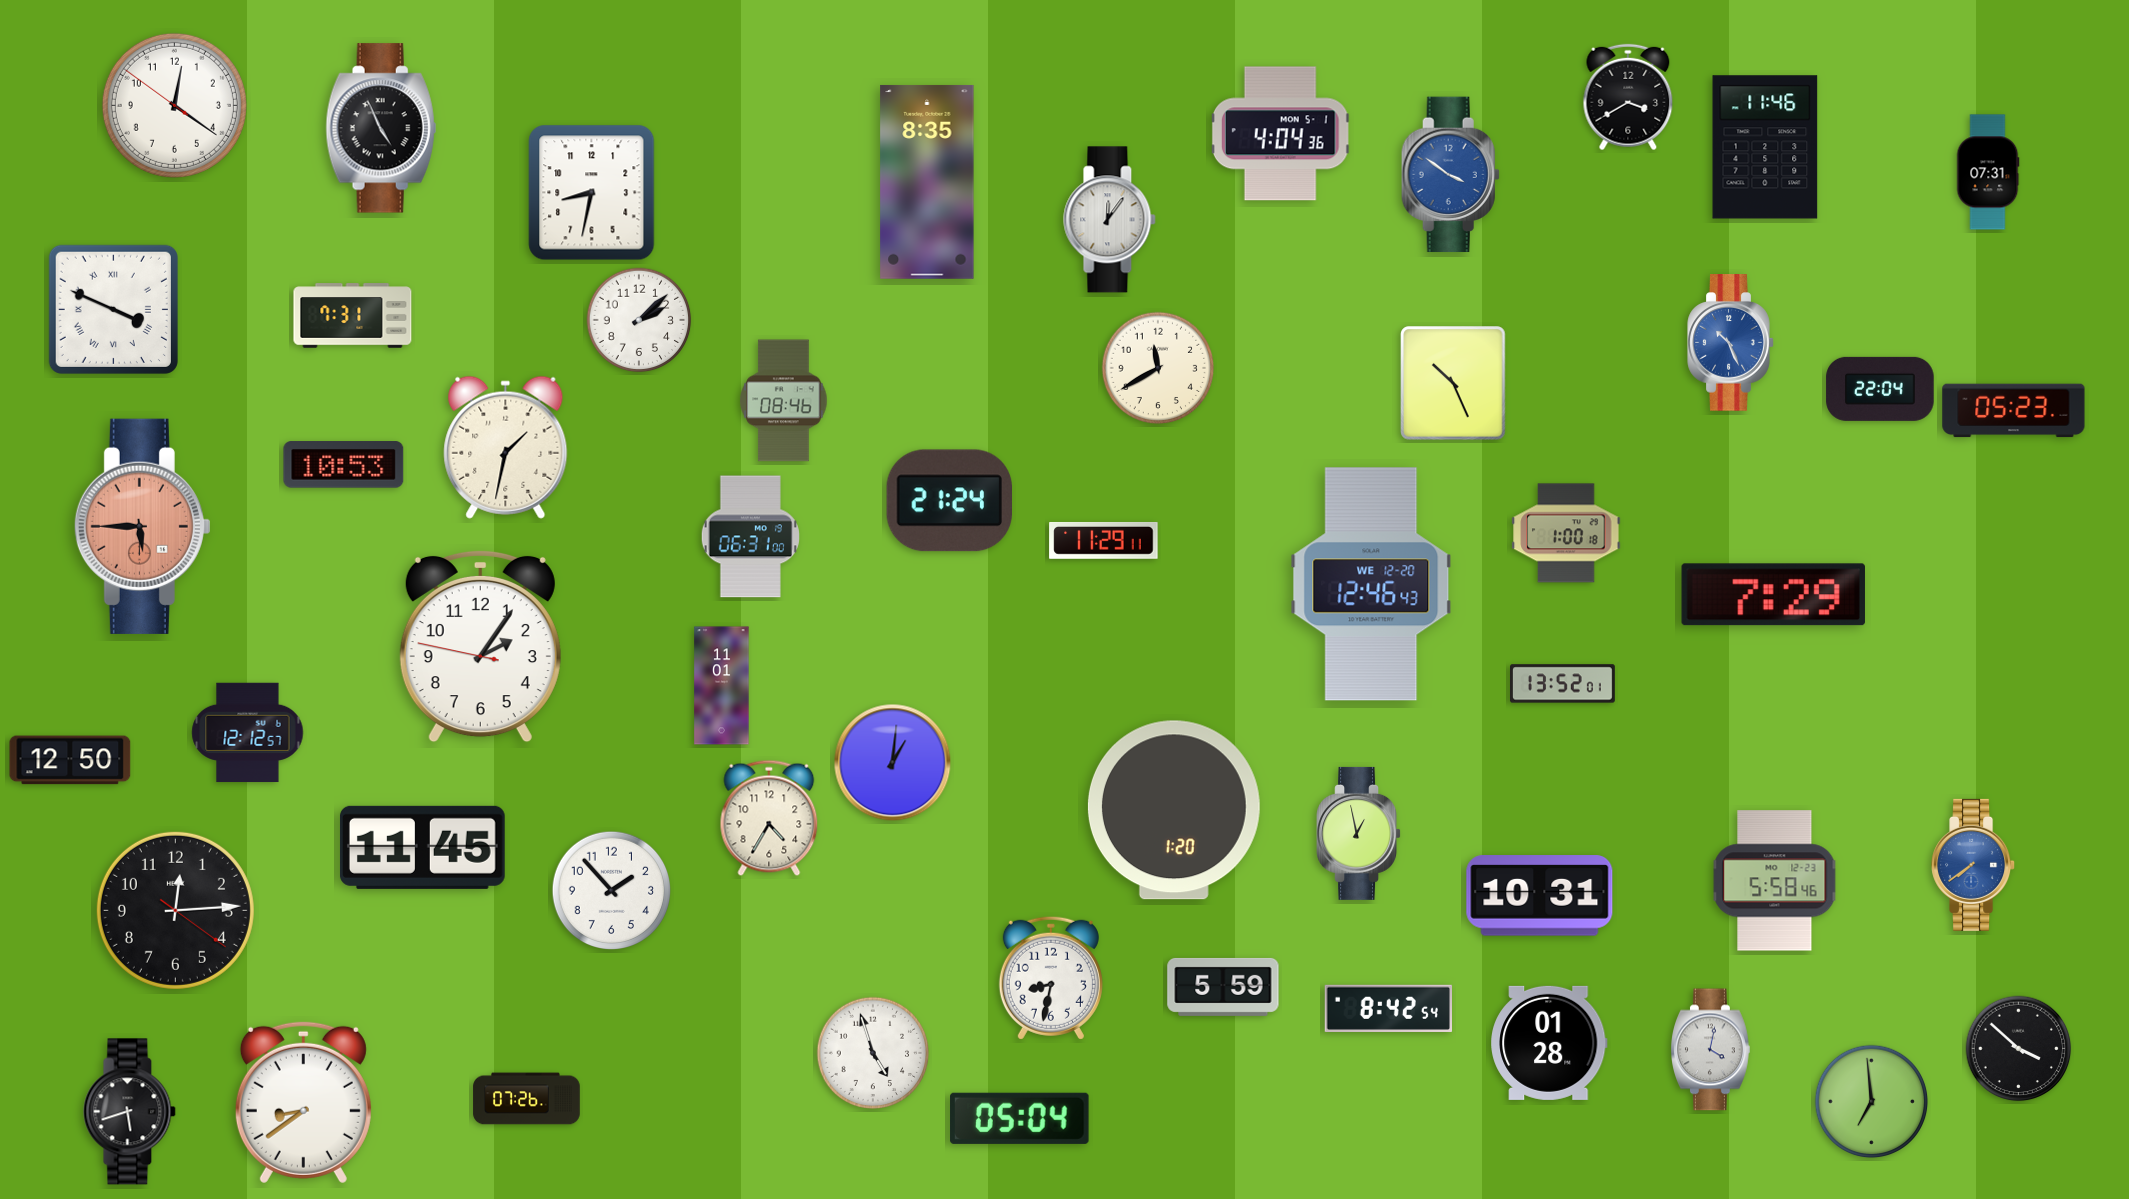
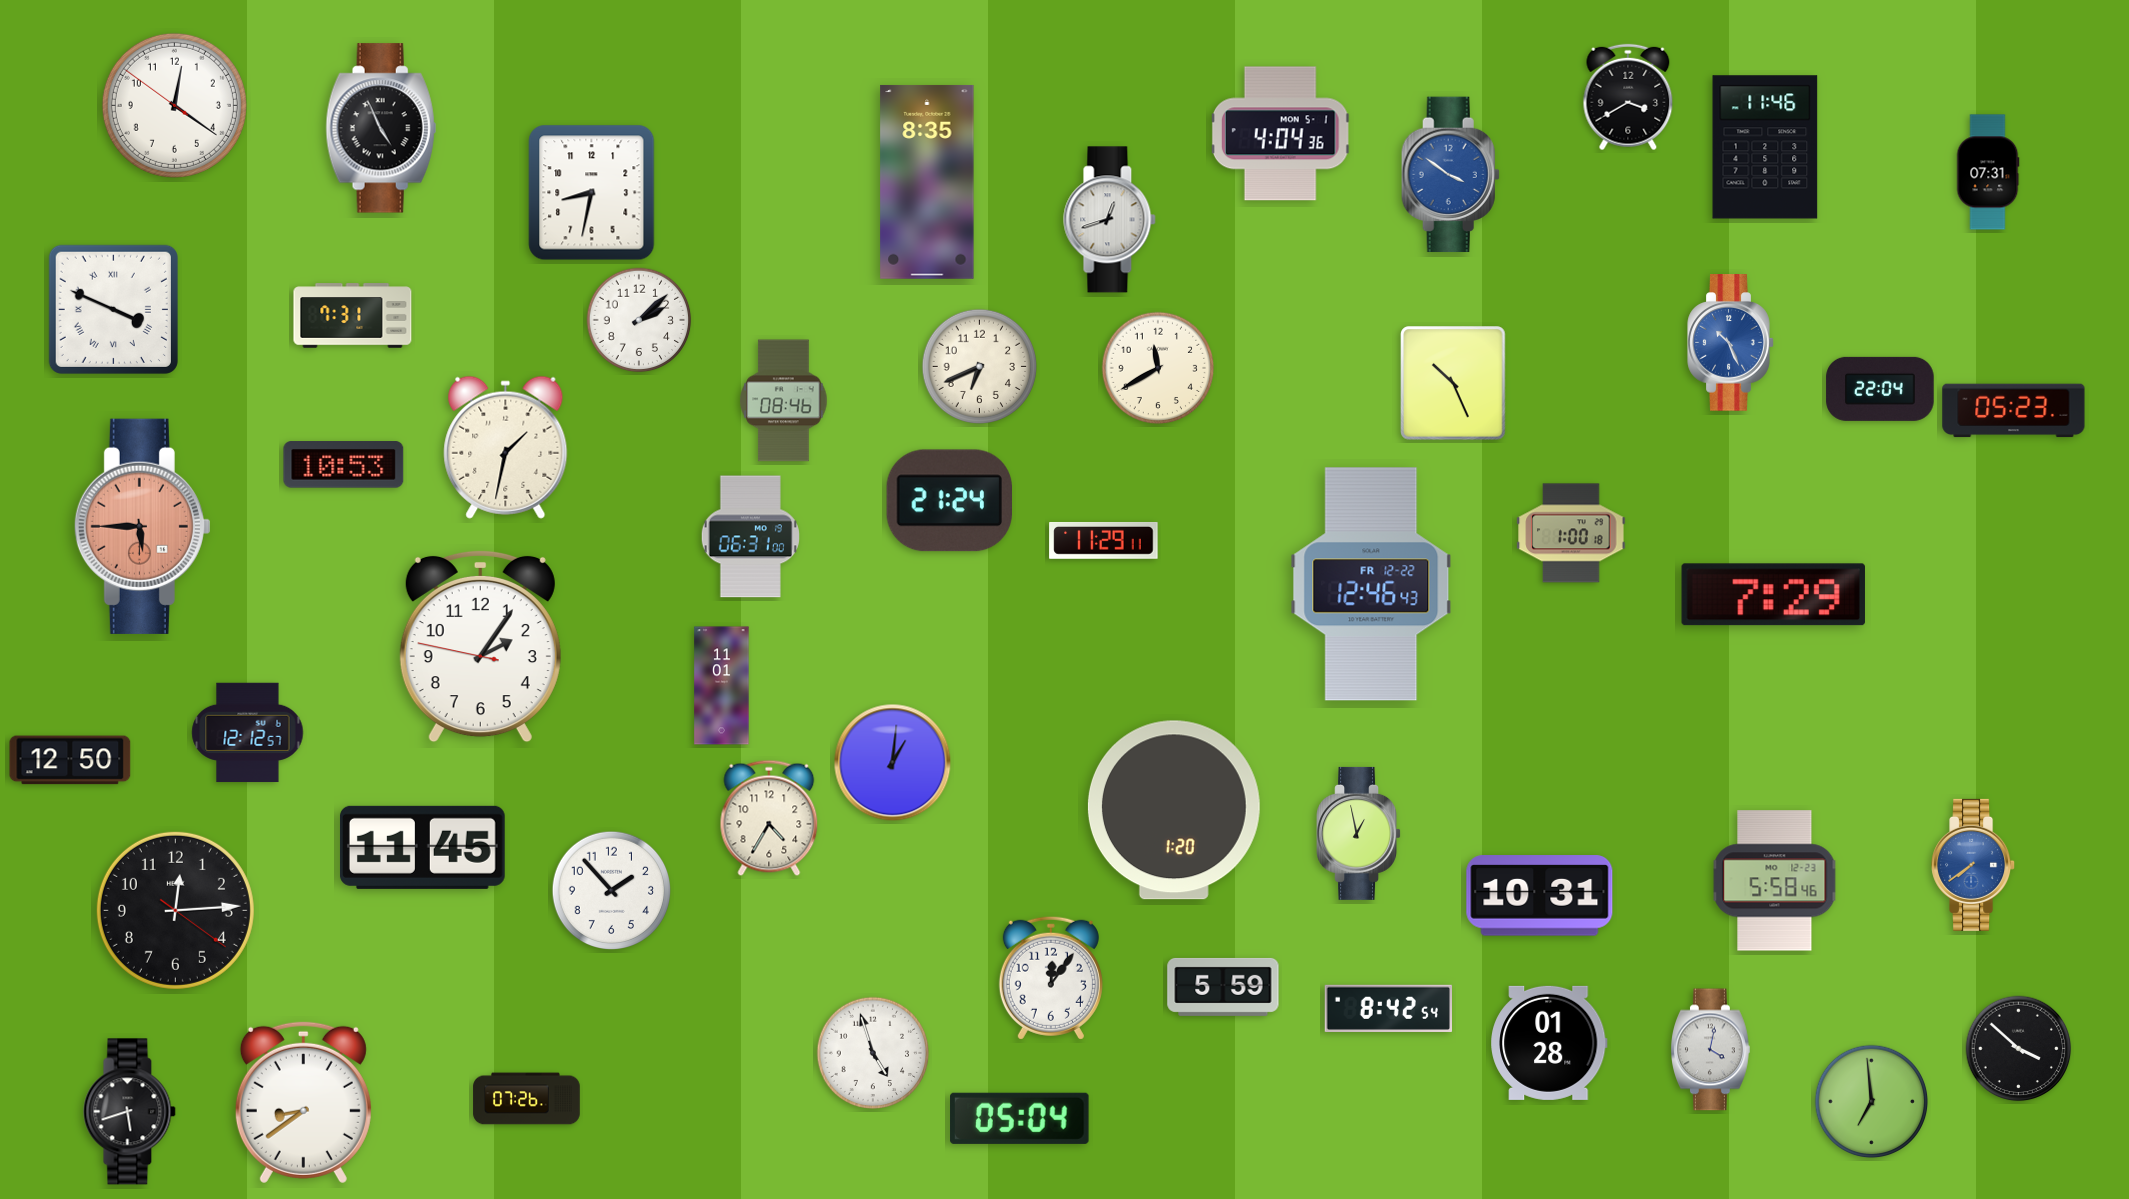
clock at (1110, 220): 12:06 -> 12:42
clock at (980, 367): none -> 6:41
clock at (1566, 533) position: (1566, 533) -> (1571, 533)
clock at (1371, 584) date: WE 12-20 -> FR 12-22
clock at (1563, 684): 13:52 -> none
clock at (1051, 978): 8:32 -> 12:06
